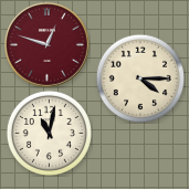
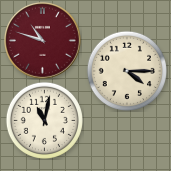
clock at (48, 45): 12:48 -> 10:48
